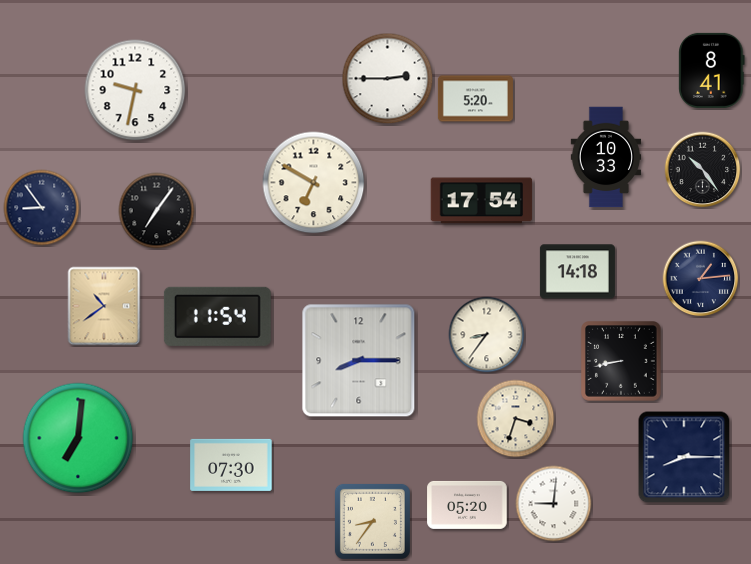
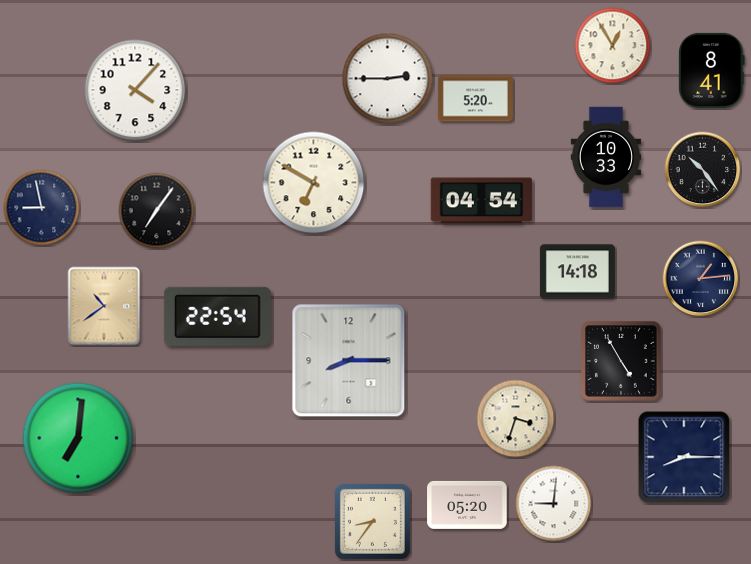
clock at (613, 46): none -> 12:55
clock at (135, 90): 9:32 -> 4:07
clock at (482, 201): 17:54 -> 04:54
clock at (42, 208): 8:54 -> 8:58
clock at (217, 316): 11:54 -> 22:54
clock at (487, 335): 8:36 -> none
clock at (359, 361) position: (359, 361) -> (349, 361)
clock at (622, 362): 8:43 -> 4:55
clock at (231, 465): 07:30 -> none
